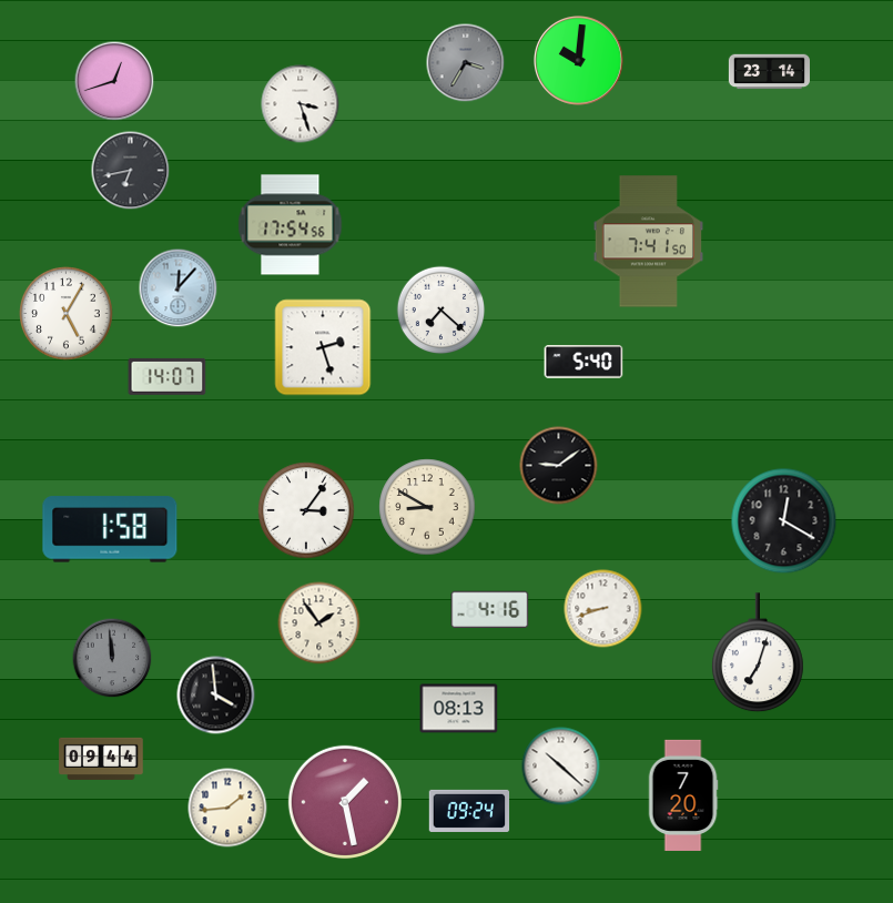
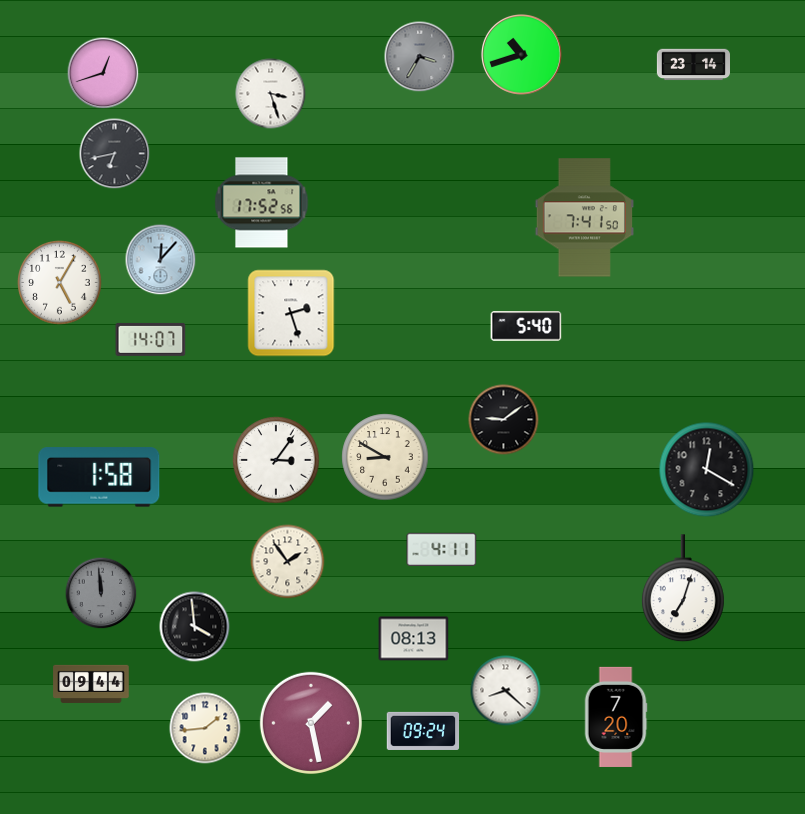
clock at (578, 60): 10:01 -> 10:42
clock at (131, 171) position: (131, 171) -> (115, 154)
clock at (291, 225): 17:54 -> 17:52
clock at (442, 311): 7:22 -> none
clock at (490, 609): 4:16 -> 4:11
clock at (603, 609): 8:42 -> none
clock at (561, 767): 10:22 -> 8:22
